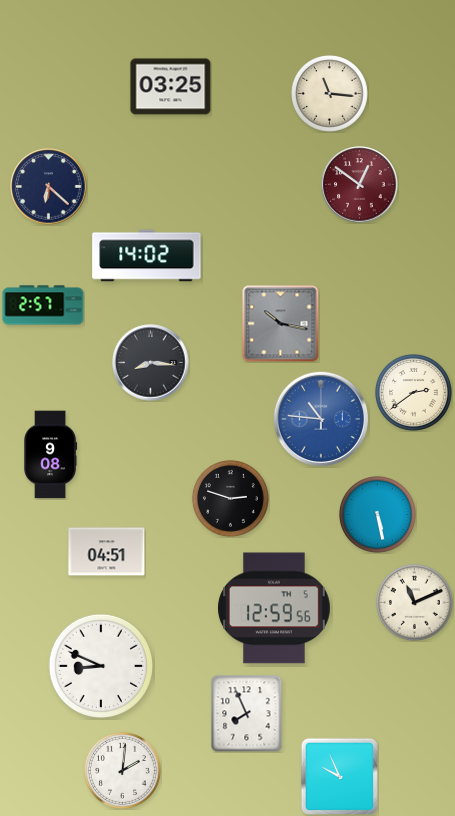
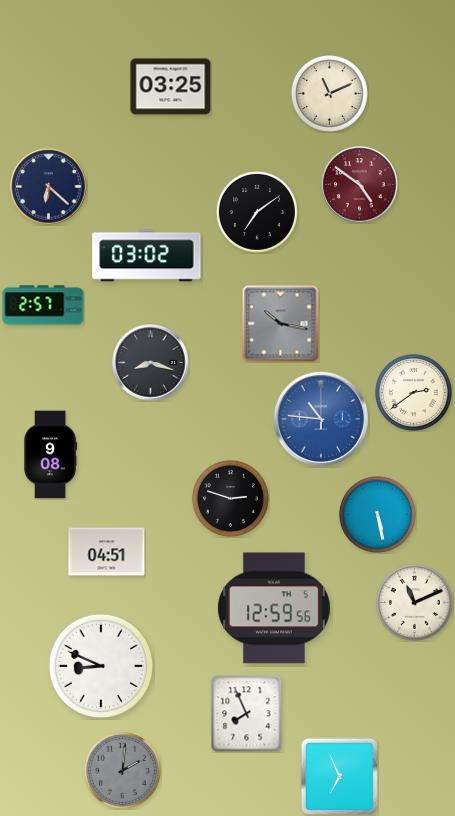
clock at (329, 93): 11:16 -> 11:11
clock at (360, 185): 12:51 -> 4:51
clock at (257, 212): none -> 7:09
clock at (147, 256): 14:02 -> 03:02
clock at (151, 363): 8:16 -> 8:18
clock at (122, 770) dial: white -> grey
clock at (339, 776): 9:56 -> 6:56
